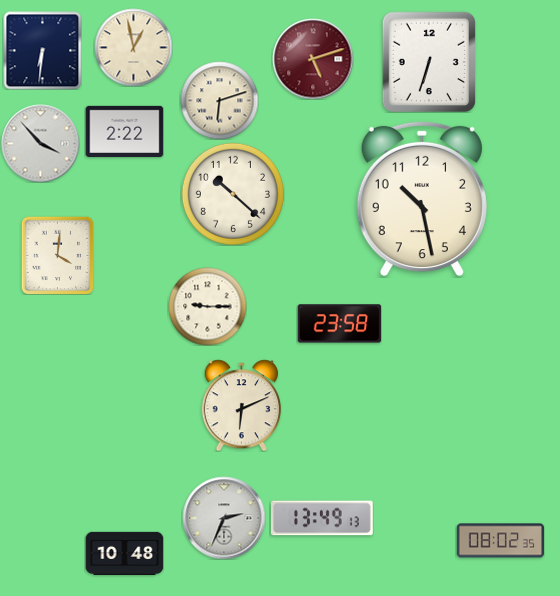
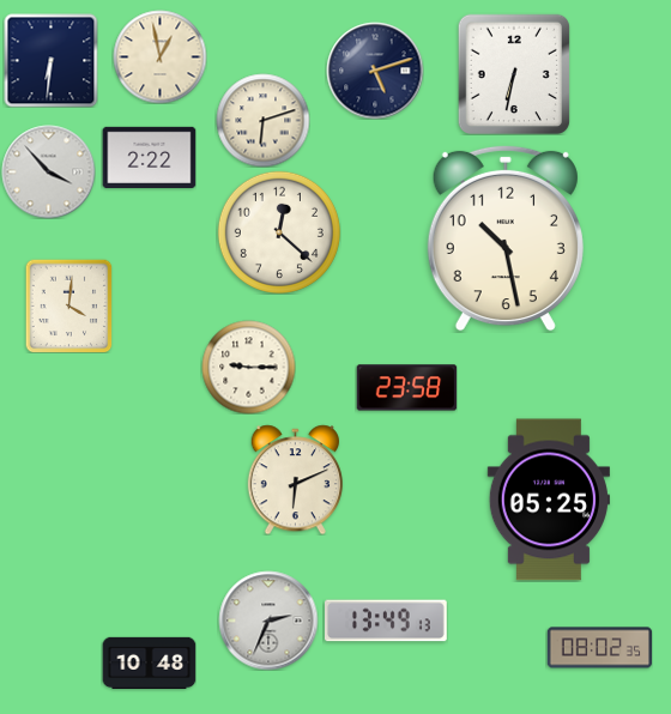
clock at (313, 59) dial: burgundy -> navy
clock at (428, 61): 6:33 -> 6:32
clock at (233, 194): 10:22 -> 12:22
clock at (241, 405) position: (241, 405) -> (295, 479)
clock at (549, 500): none -> 05:25
